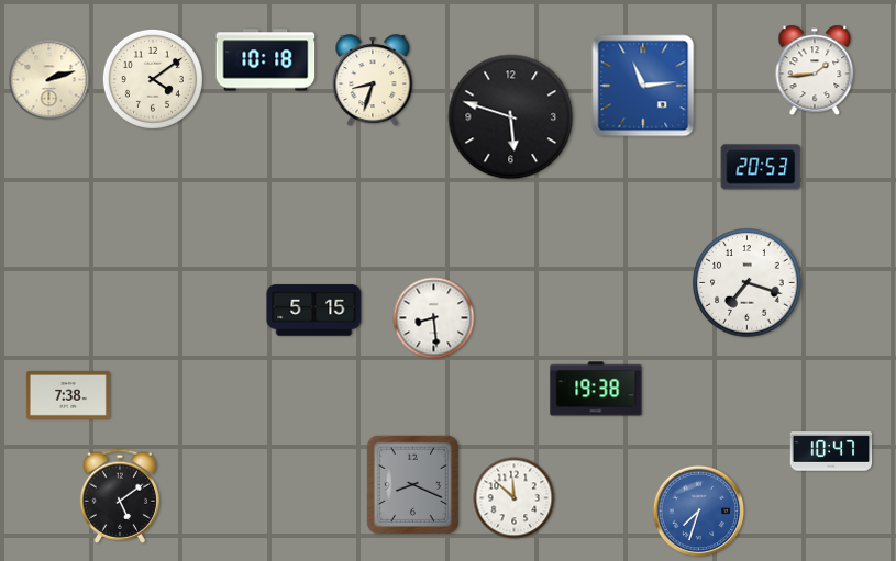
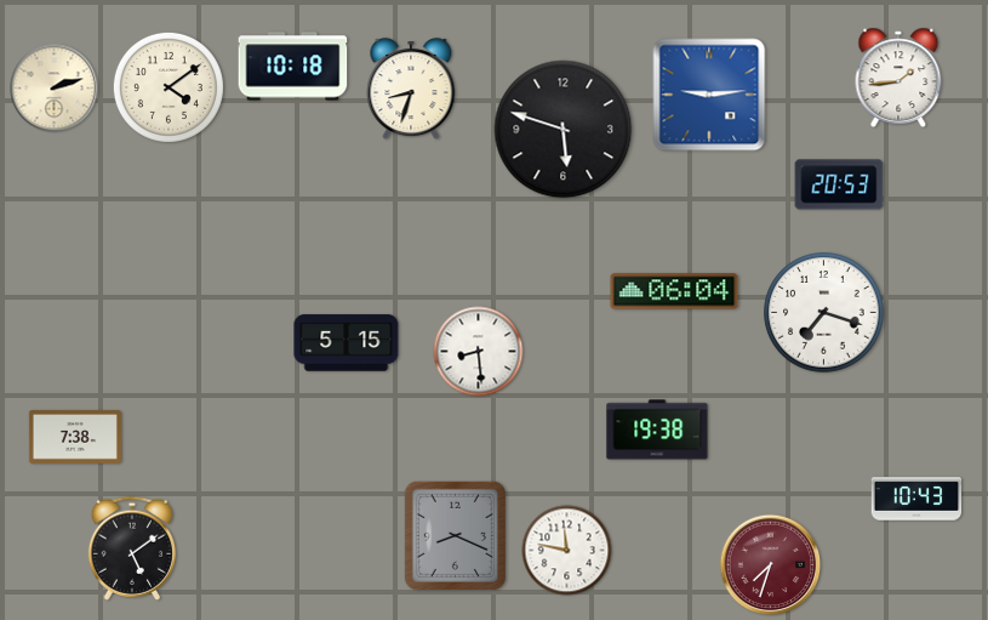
clock at (643, 86): 11:14 -> 9:14
clock at (674, 291): none -> 06:04
clock at (831, 451): 10:47 -> 10:43
clock at (515, 498): 11:52 -> 11:47
clock at (699, 512) dial: blue -> burgundy
